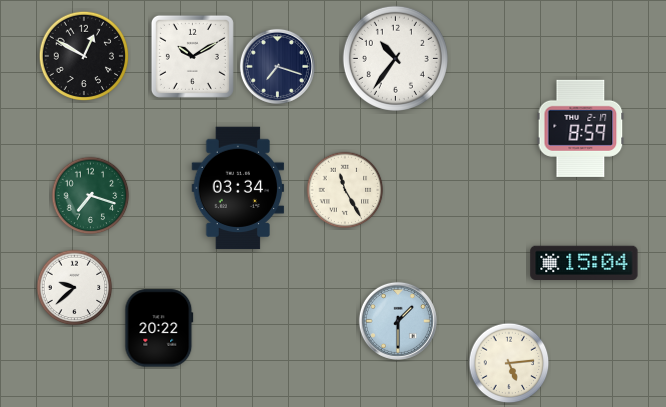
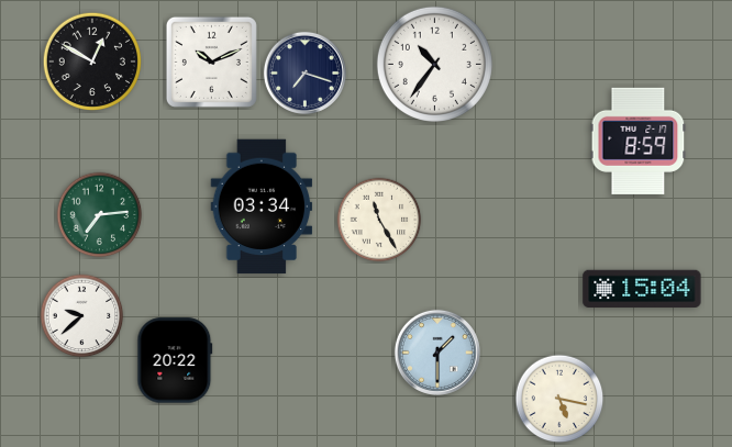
clock at (192, 56): 10:10 -> 10:11
clock at (345, 190) position: (345, 190) -> (379, 220)
clock at (91, 196): 7:18 -> 7:14
clock at (509, 363): 5:14 -> 5:17
